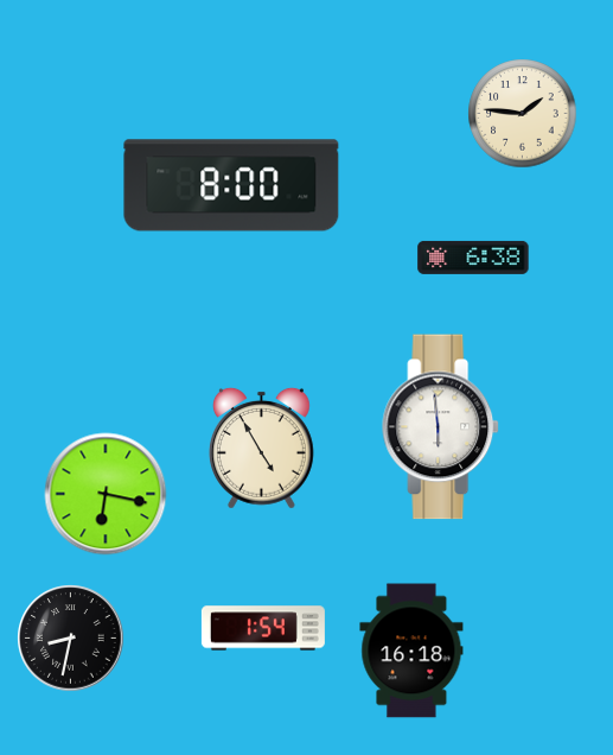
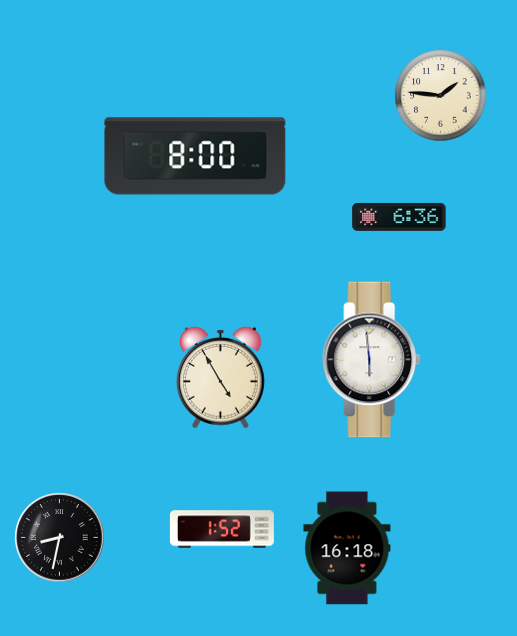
clock at (473, 258): 6:38 -> 6:36
clock at (106, 494): 6:17 -> none
clock at (263, 628): 1:54 -> 1:52
